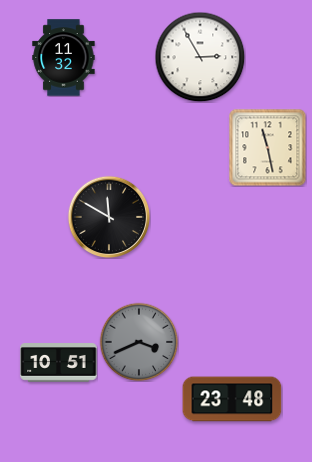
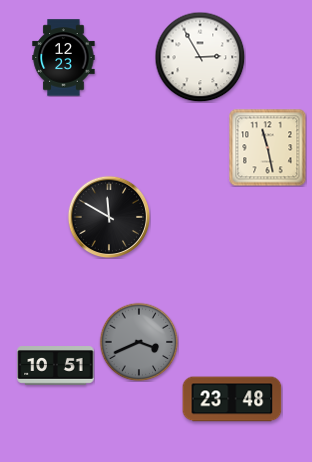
clock at (64, 58): 11:32 -> 12:23
clock at (59, 363) position: (59, 363) -> (56, 366)
